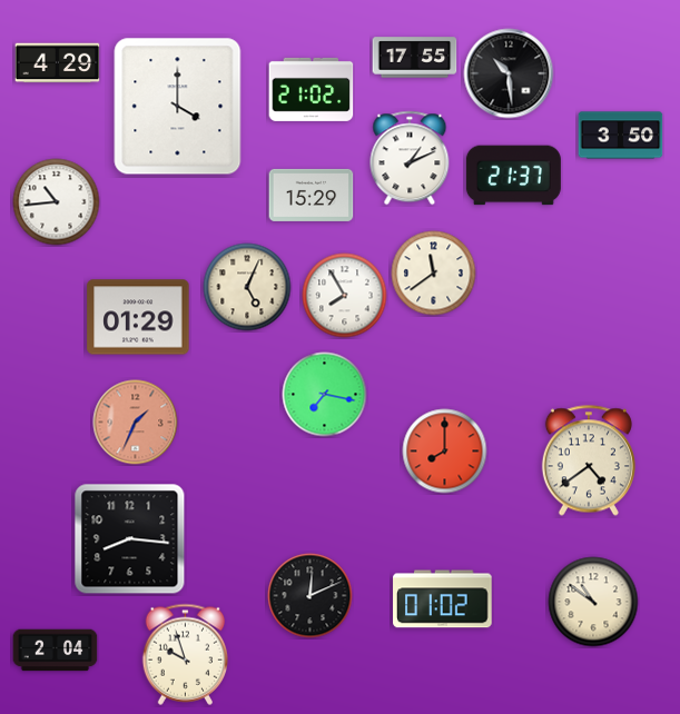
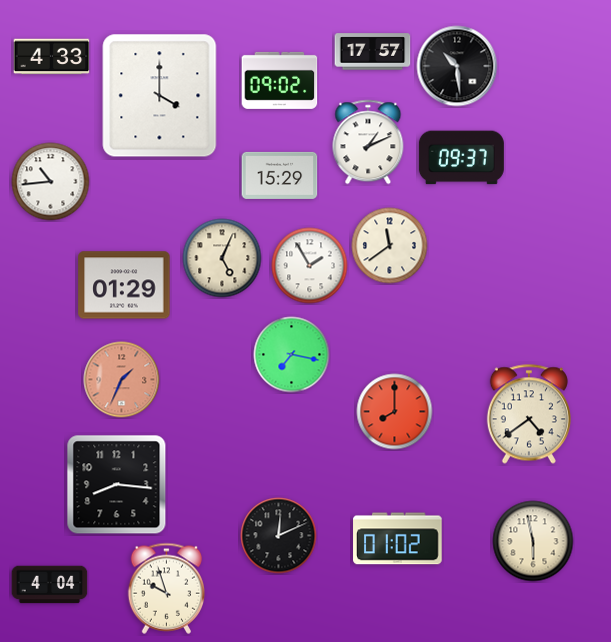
clock at (415, 58): 17:55 -> 17:57
clock at (58, 63): 4:29 -> 4:33
clock at (312, 89): 21:02 -> 09:02
clock at (621, 136): 3:50 -> none
clock at (513, 176): 21:37 -> 09:37
clock at (345, 296): 7:55 -> 1:55
clock at (445, 452) position: (445, 452) -> (395, 412)
clock at (593, 602): 10:51 -> 5:58
clock at (56, 651): 2:04 -> 4:04
